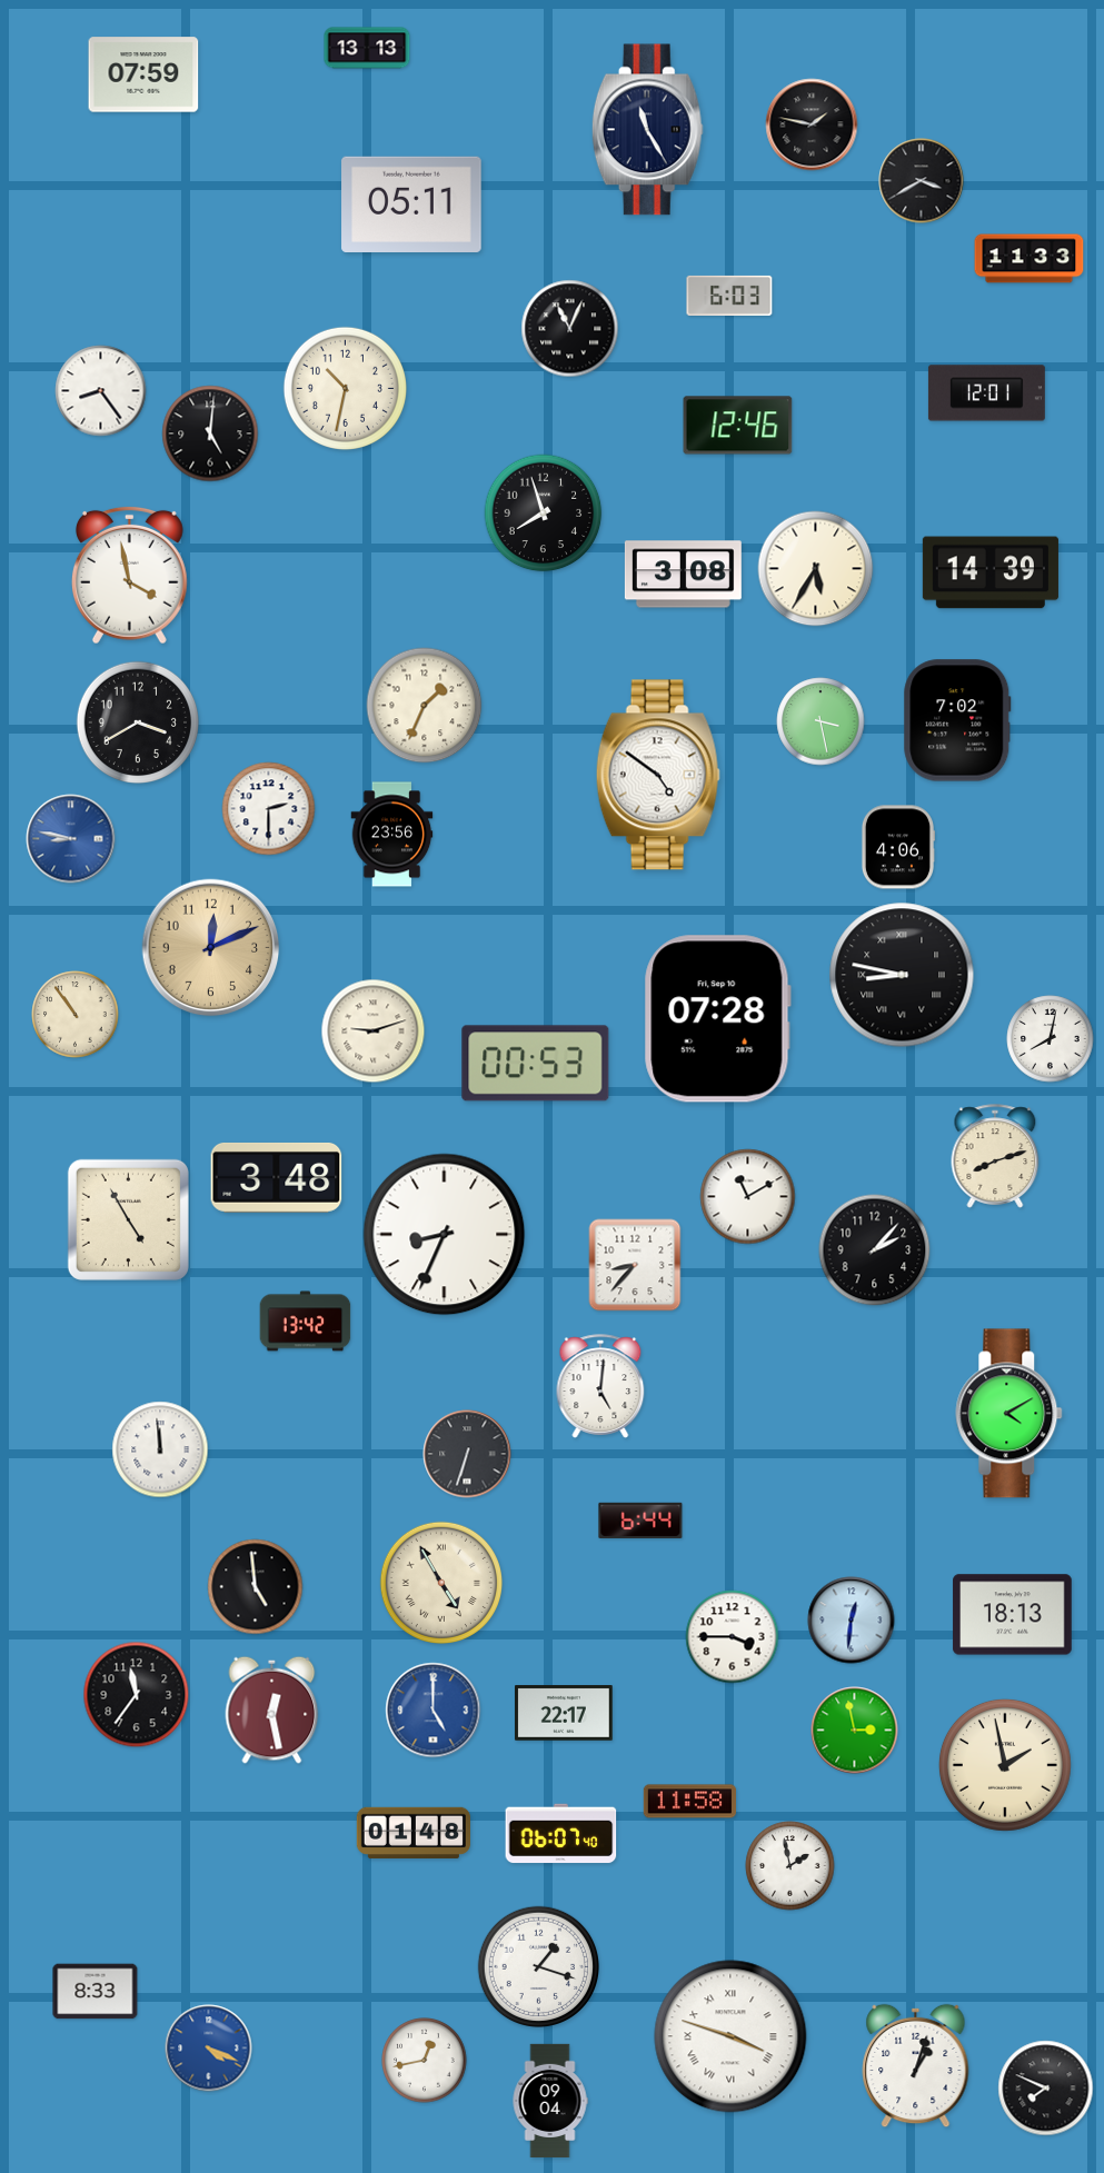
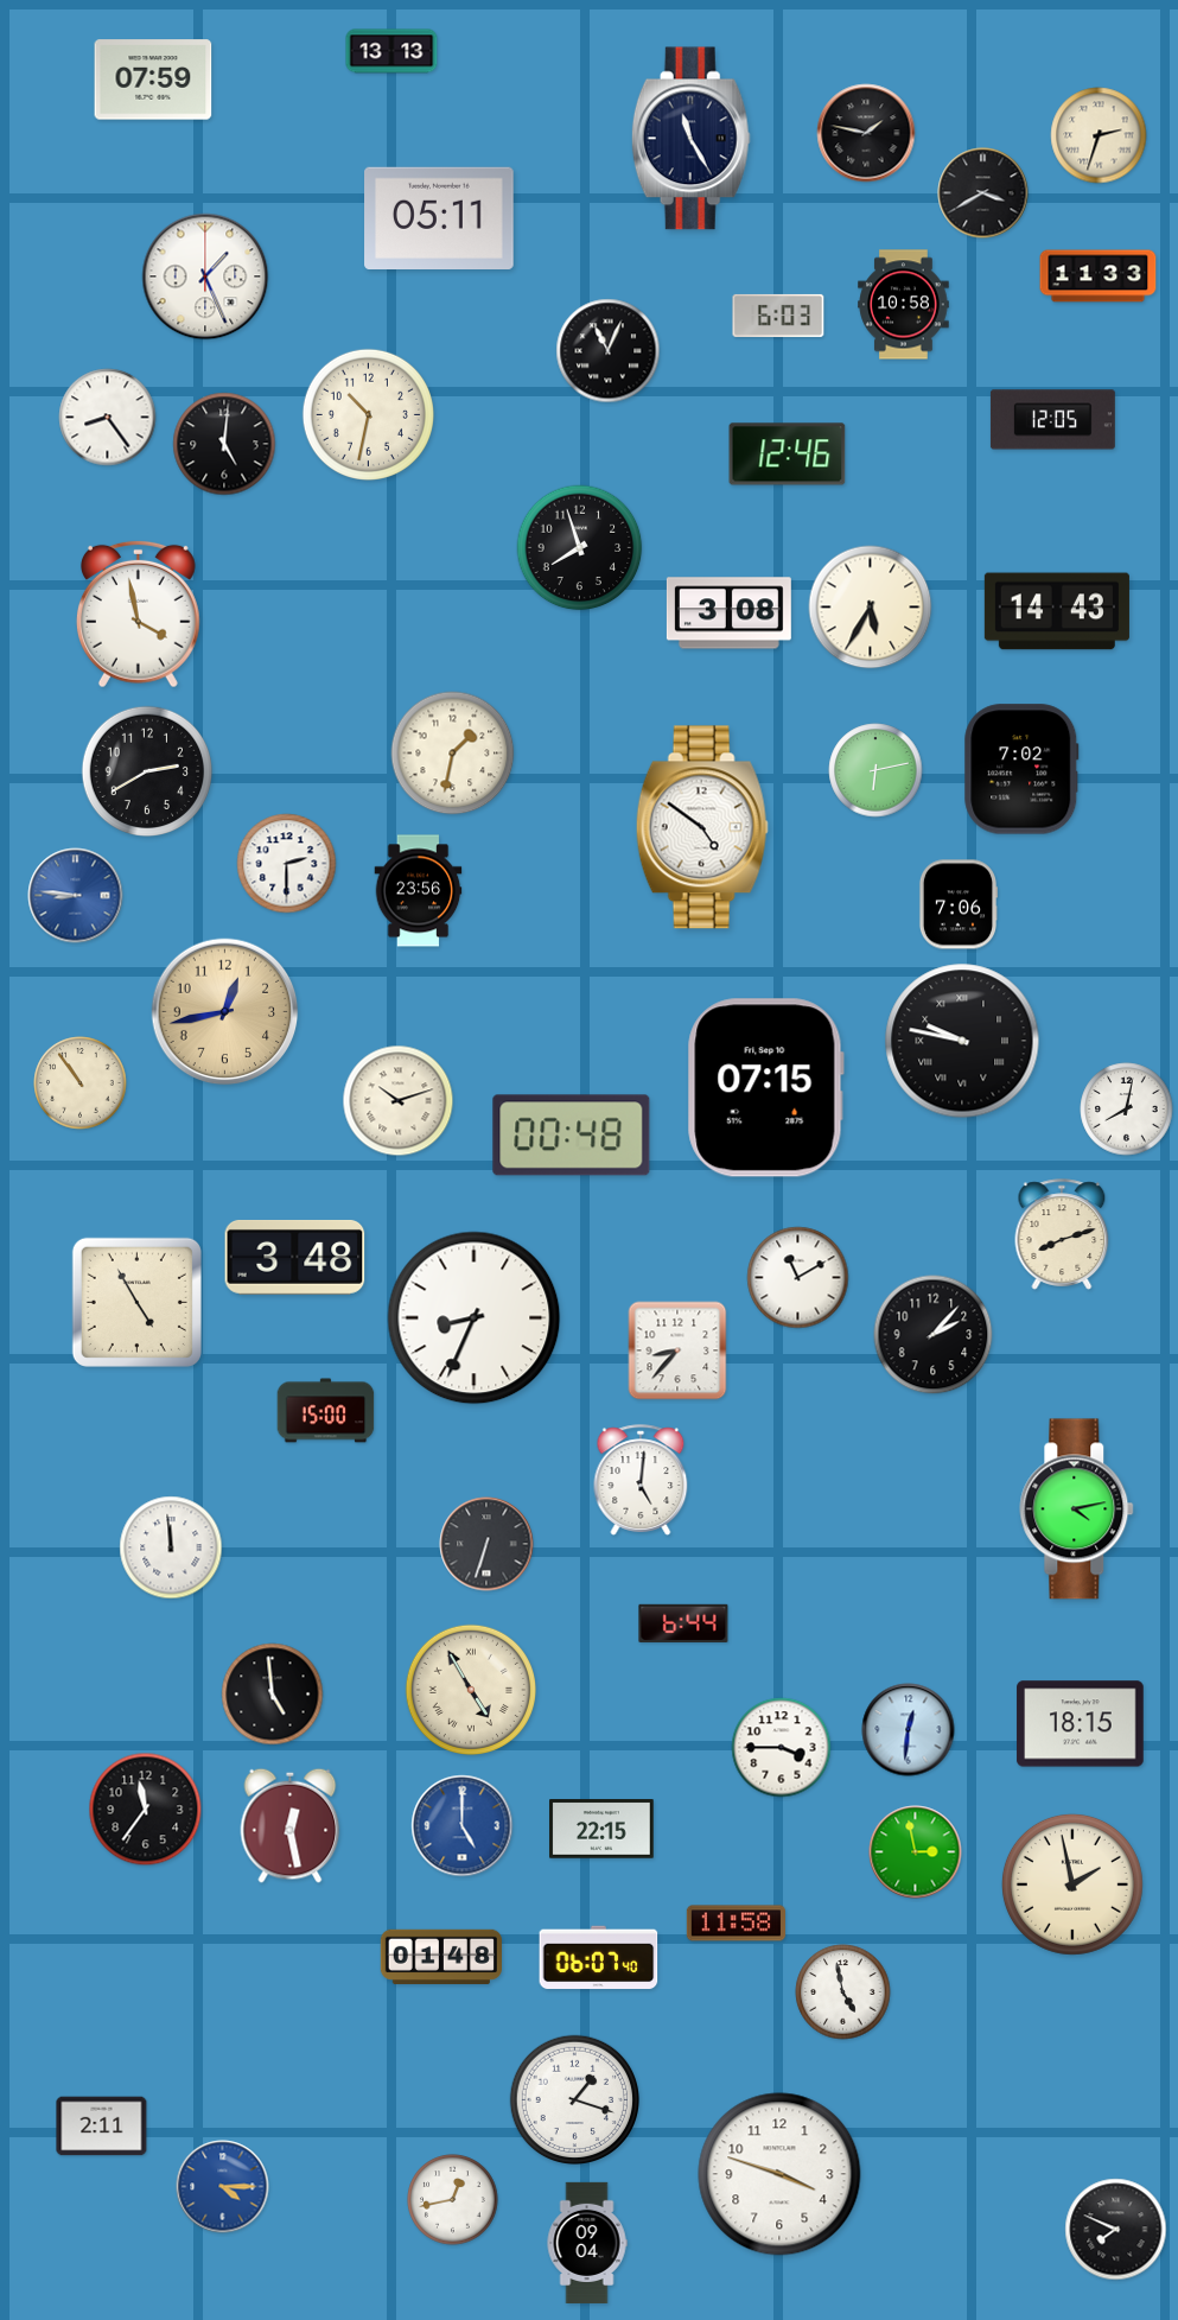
clock at (1099, 135): none -> 2:33
clock at (205, 277): none -> 1:26
clock at (904, 305): none -> 10:58
clock at (986, 393): 12:01 -> 12:05
clock at (210, 433) position: (210, 433) -> (224, 444)
clock at (991, 572): 14:39 -> 14:43
clock at (425, 706): 1:34 -> 1:32
clock at (137, 721): 3:40 -> 2:40
clock at (820, 721): 3:28 -> 6:13
clock at (71, 839): 8:47 -> 8:46
clock at (897, 847): 4:06 -> 7:06
clock at (211, 948): 12:11 -> 12:43
clock at (902, 975): 8:47 -> 9:47
clock at (717, 1019): 07:28 -> 07:15
clock at (374, 1031): 9:12 -> 10:12
clock at (1051, 1039) position: (1051, 1039) -> (1127, 1110)
clock at (536, 1064): 00:53 -> 00:48
clock at (306, 1322): 13:42 -> 15:00
clock at (1009, 1414): 4:10 -> 4:13
clock at (467, 1454) position: (467, 1454) -> (486, 1544)
clock at (1013, 1615): 18:13 -> 18:15
clock at (564, 1713): 22:17 -> 22:15
clock at (855, 1731) position: (855, 1731) -> (916, 1852)
clock at (790, 1866): 1:58 -> 4:58
clock at (96, 1992): 8:33 -> 2:11
clock at (730, 2036) numerals: Roman -> Arabic
clock at (209, 2049): 4:19 -> 4:15
clock at (916, 2066): 1:03 -> none
